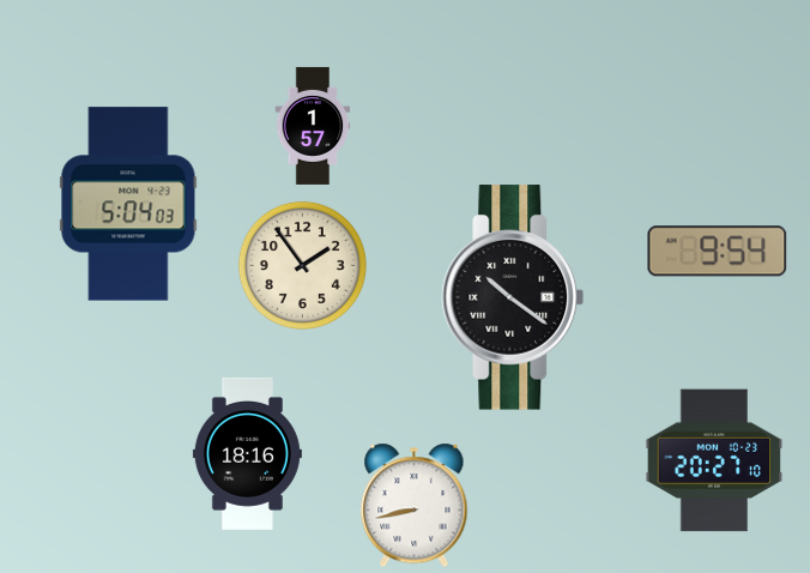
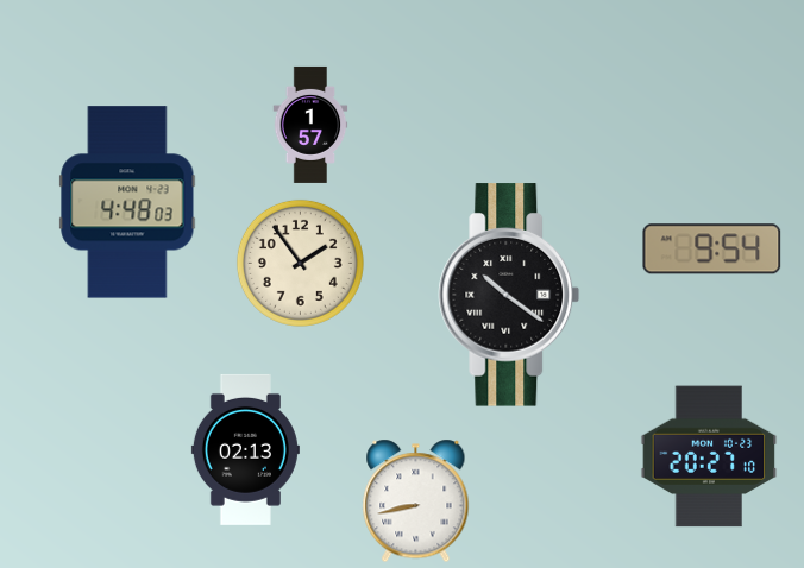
clock at (128, 204): 5:04 -> 4:48
clock at (247, 453): 18:16 -> 02:13
clock at (415, 506) position: (415, 506) -> (416, 501)
